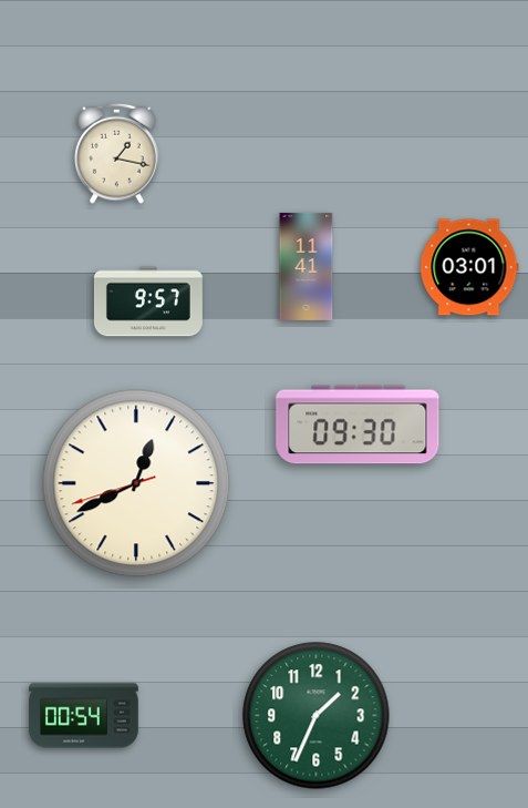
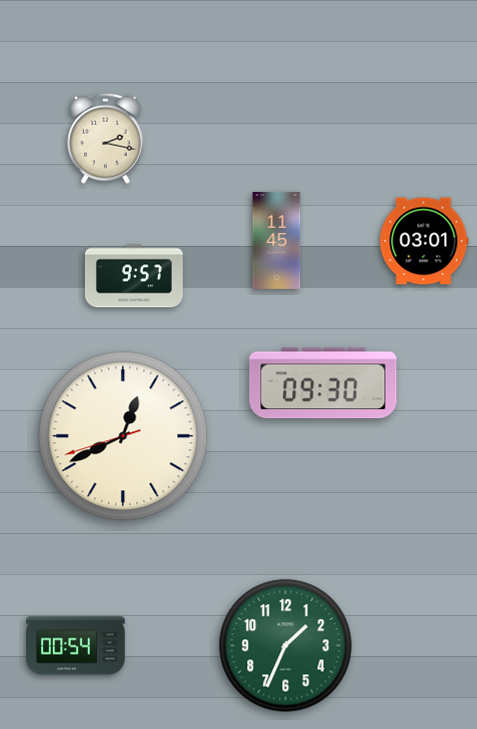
clock at (117, 153): 1:17 -> 2:17
clock at (307, 266): 11:41 -> 11:45
clock at (148, 301) position: (148, 301) -> (134, 276)
